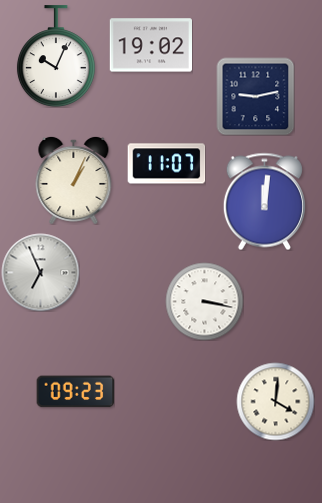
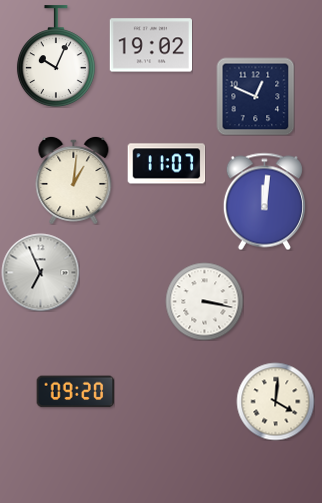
clock at (255, 96): 9:13 -> 12:49
clock at (74, 180): 1:04 -> 1:01
clock at (75, 392): 09:23 -> 09:20
